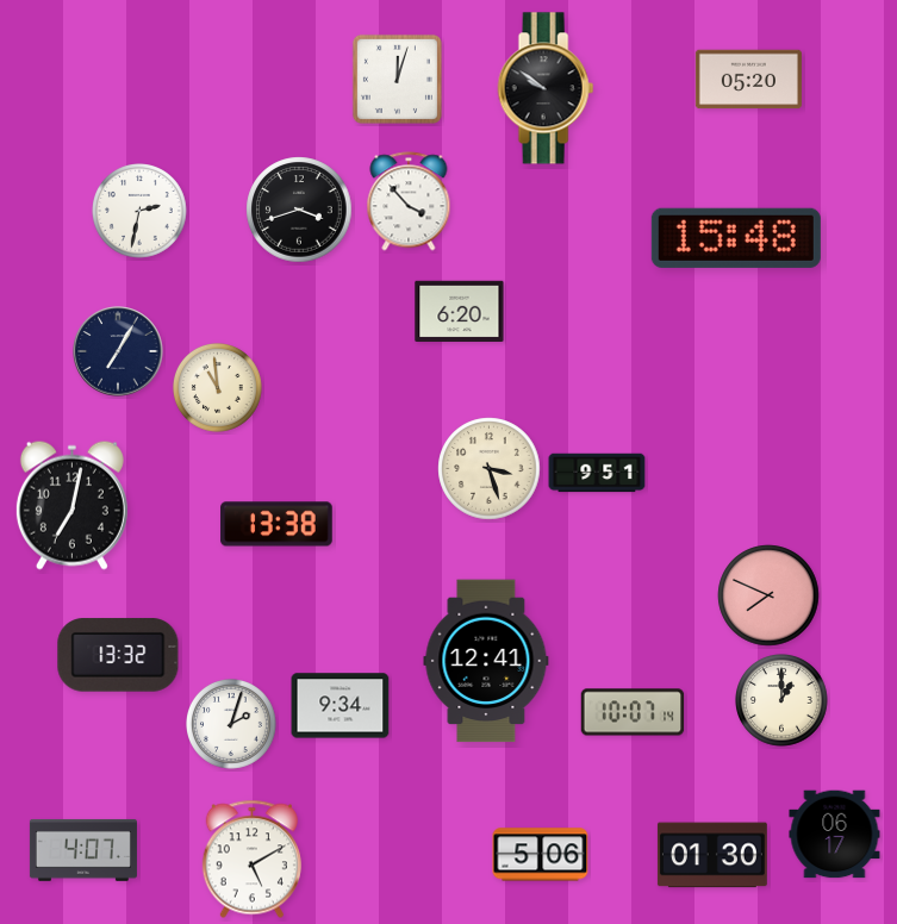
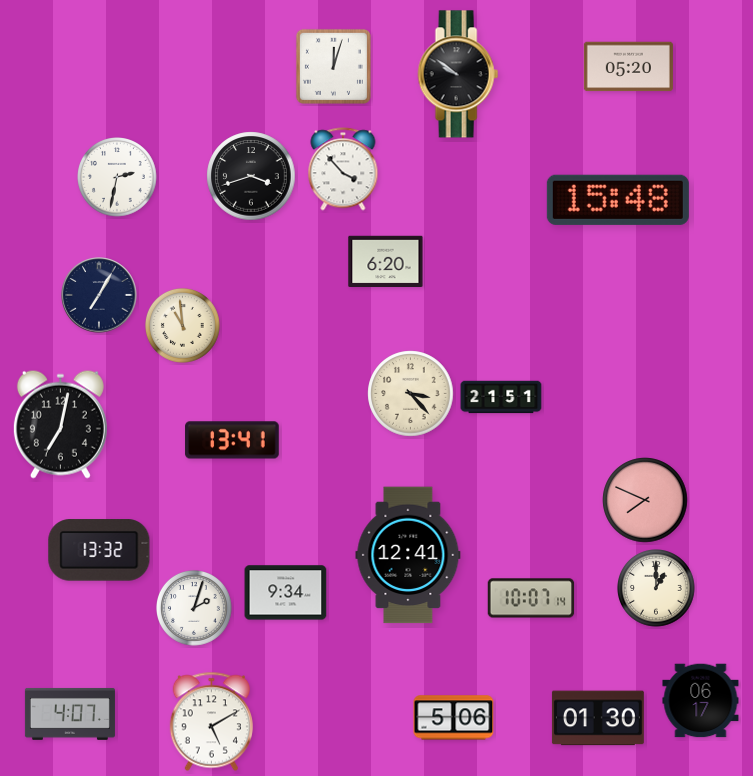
clock at (490, 469): 3:27 -> 3:23
clock at (597, 473): 9:51 -> 21:51
clock at (276, 524): 13:38 -> 13:41
